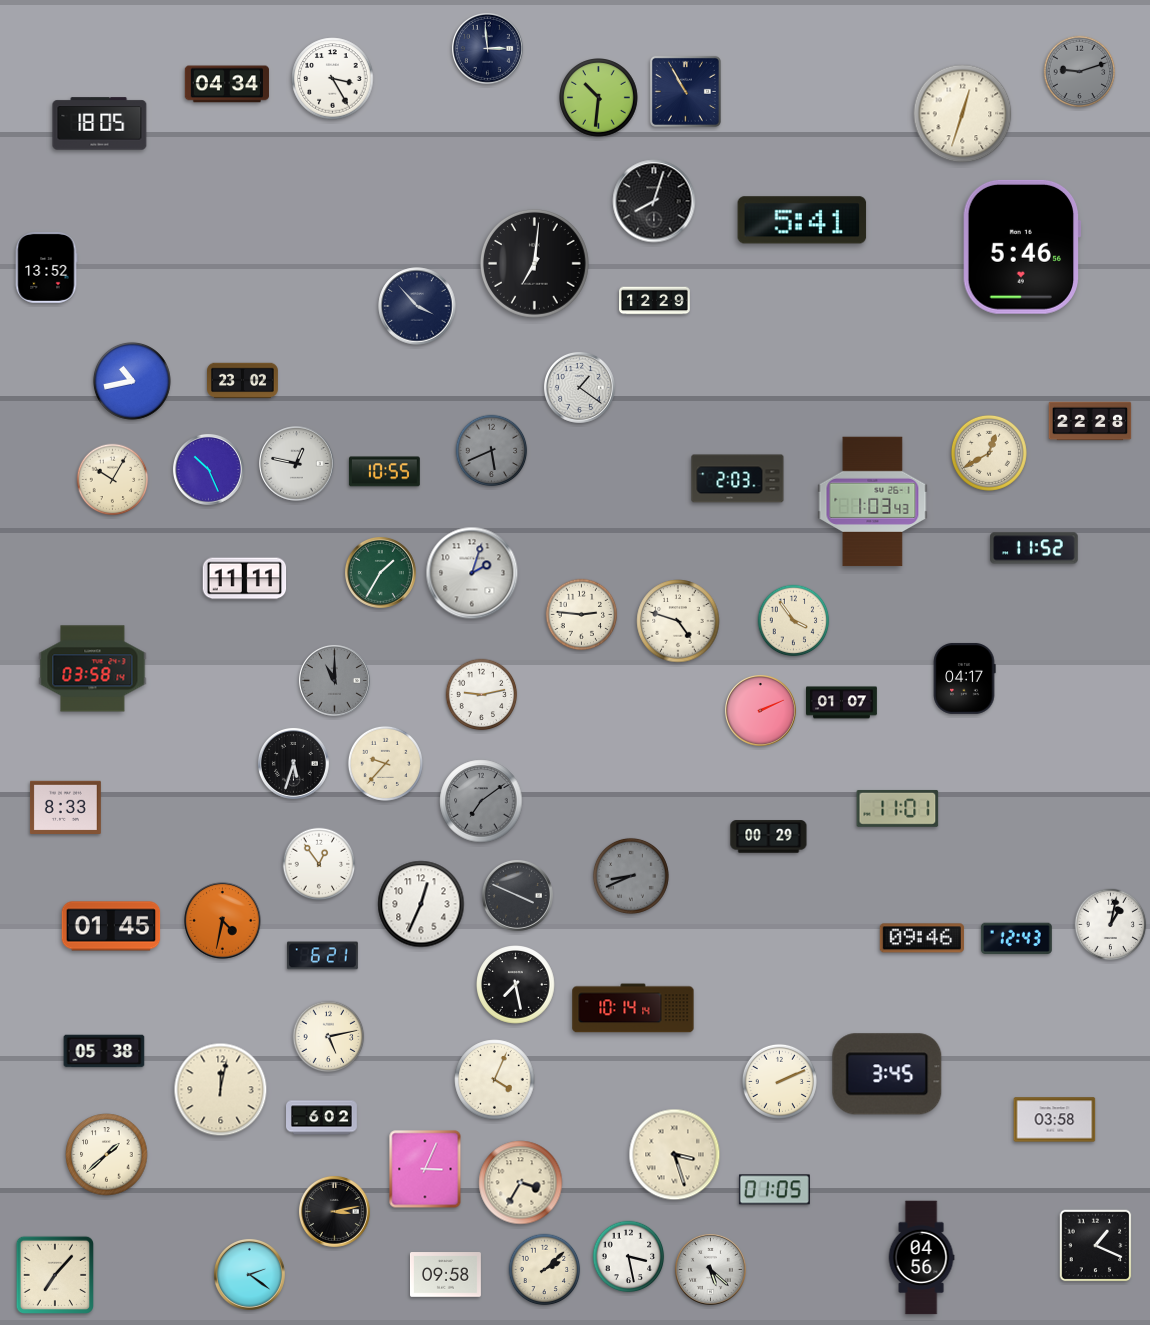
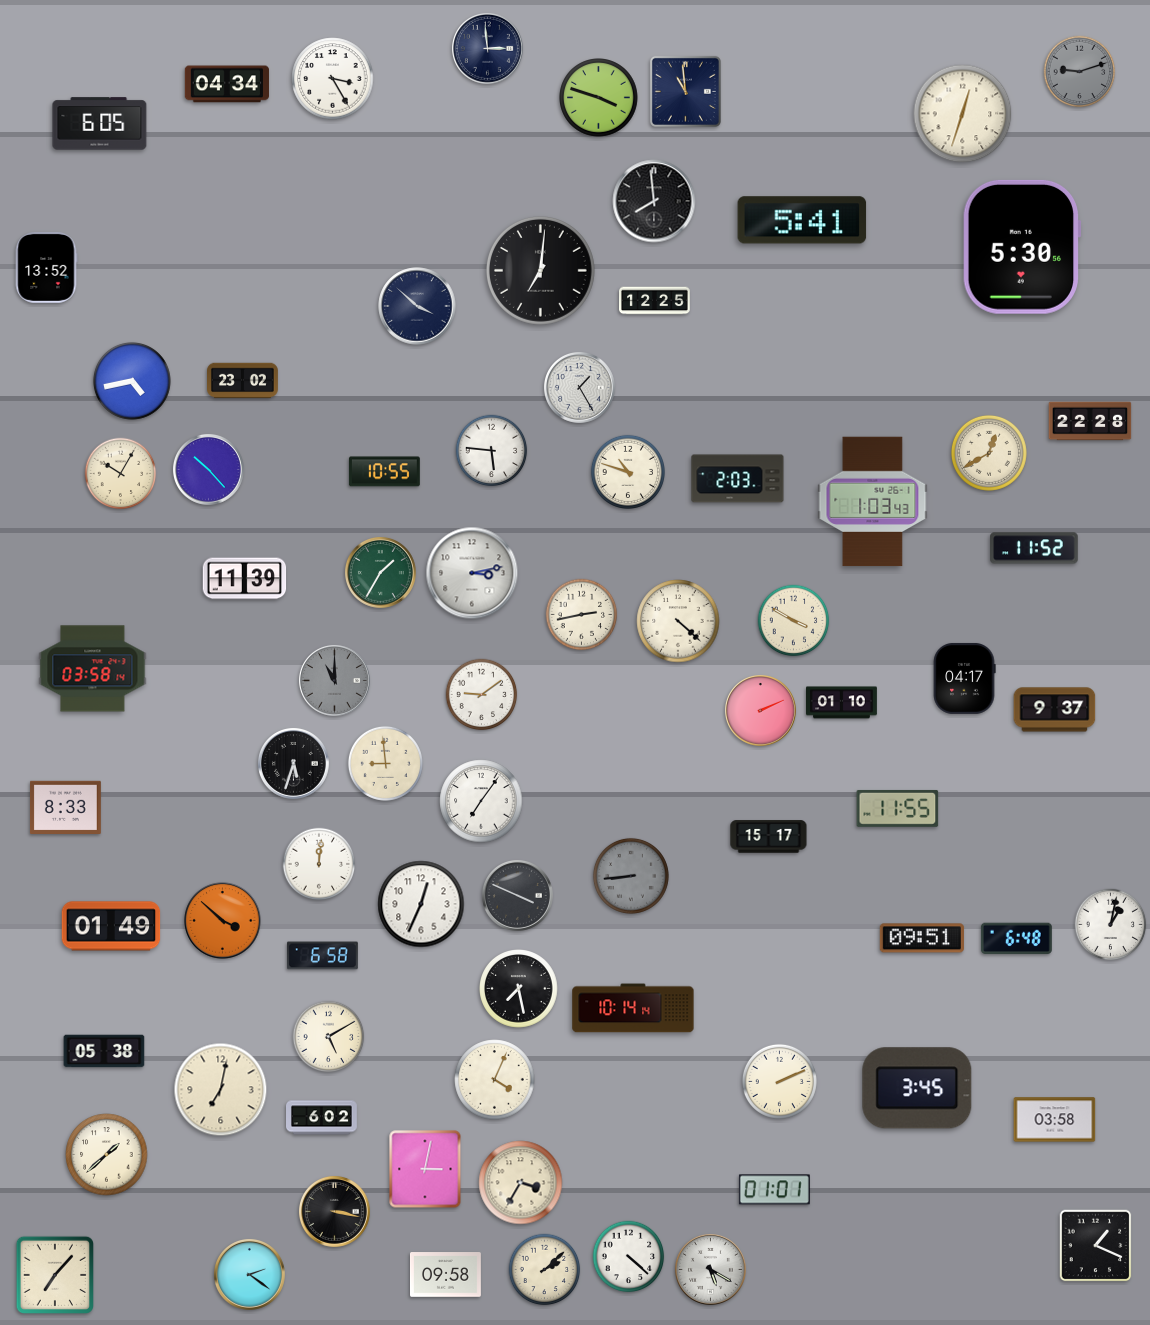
clock at (685, 91): 10:55 -> 10:59
clock at (599, 98): 10:31 -> 3:48
clock at (100, 124): 18:05 -> 6:05
clock at (654, 201): 8:03 -> 7:59
clock at (1022, 247): 5:46 -> 5:30
clock at (534, 263) position: (534, 263) -> (540, 270)
clock at (655, 301): 12:29 -> 12:25
clock at (417, 306): 3:53 -> 3:52
clock at (132, 381): 10:43 -> 4:43
clock at (579, 387): 1:21 -> 1:25
clock at (492, 451): 5:41 -> 5:46
clock at (492, 451) dial: grey -> white
clock at (297, 464): 12:47 -> none
clock at (208, 469): 10:26 -> 10:23
clock at (628, 472): none -> 10:48
clock at (113, 480) position: (113, 480) -> (121, 474)
clock at (472, 573): 2:03 -> 3:13
clock at (245, 579): 11:11 -> 11:39
clock at (582, 615): 2:46 -> 2:43
clock at (678, 621): 4:48 -> 4:22
clock at (794, 621): 3:54 -> 3:50
clock at (482, 695): 9:13 -> 9:09
clock at (842, 703): 01:07 -> 01:10
clock at (1055, 710): none -> 9:37
clock at (385, 763): 9:37 -> 8:59
clock at (481, 801): 7:09 -> 7:06
clock at (481, 801) dial: grey -> white
clock at (898, 808): 11:01 -> 11:55
clock at (769, 837): 00:29 -> 15:17
clock at (319, 864): 12:54 -> 12:01
clock at (631, 876): 8:41 -> 8:44
clock at (223, 921): 4:32 -> 3:52
clock at (111, 926): 01:45 -> 01:49
clock at (922, 938): 09:46 -> 09:51
clock at (1016, 939): 12:43 -> 6:48
clock at (322, 956): 6:21 -> 6:58
clock at (516, 985) position: (516, 985) -> (519, 989)
clock at (329, 1037): 5:13 -> 5:10
clock at (887, 1074) position: (887, 1074) -> (917, 1088)
clock at (221, 1090): 12:02 -> 7:02
clock at (675, 1155): 3:27 -> none
clock at (425, 1169): 3:04 -> 3:02
clock at (774, 1190): 01:05 -> 01:01
clock at (334, 1211): 3:13 -> 3:17
clock at (629, 1257): 3:28 -> 4:22
clock at (921, 1258): 04:56 -> none
clock at (710, 1269): 5:22 -> 5:20
